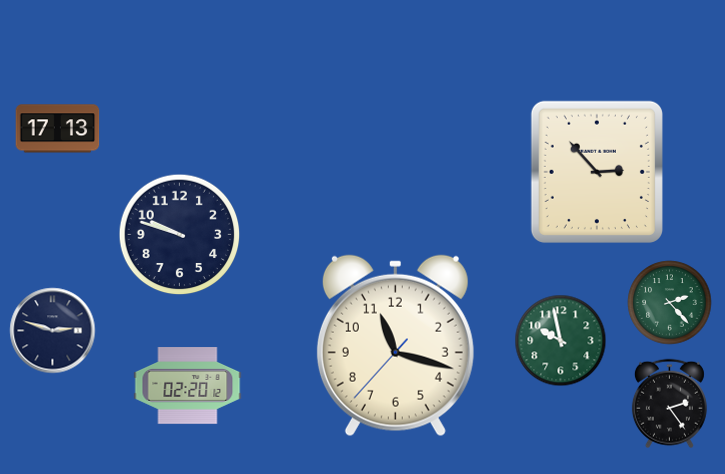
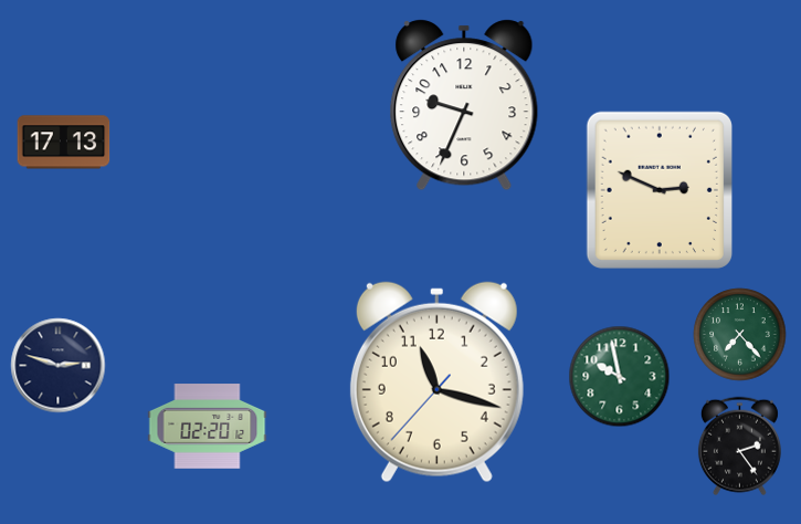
clock at (464, 105): none -> 9:34
clock at (597, 172): 2:53 -> 2:49
clock at (180, 235): 9:48 -> none
clock at (670, 303): 2:23 -> 7:23
